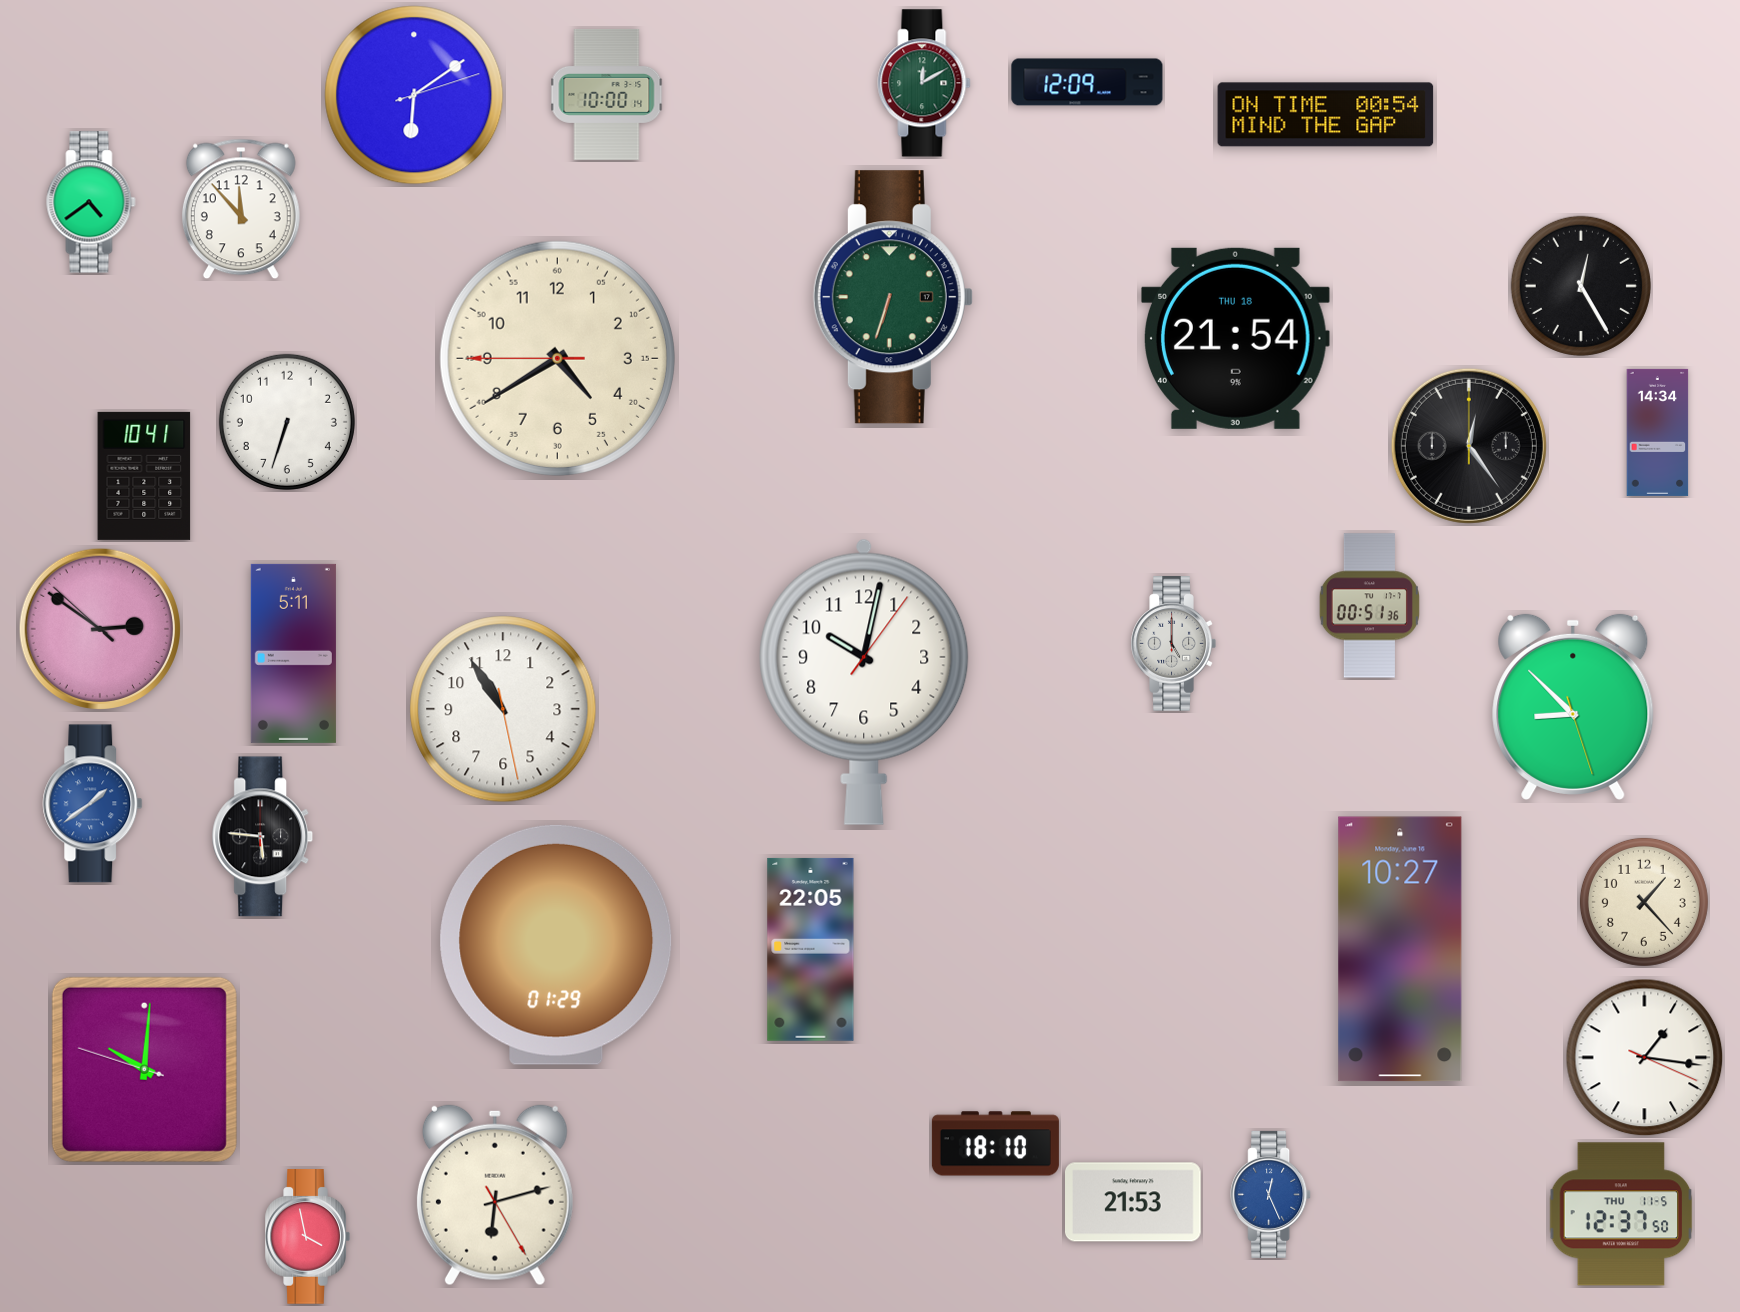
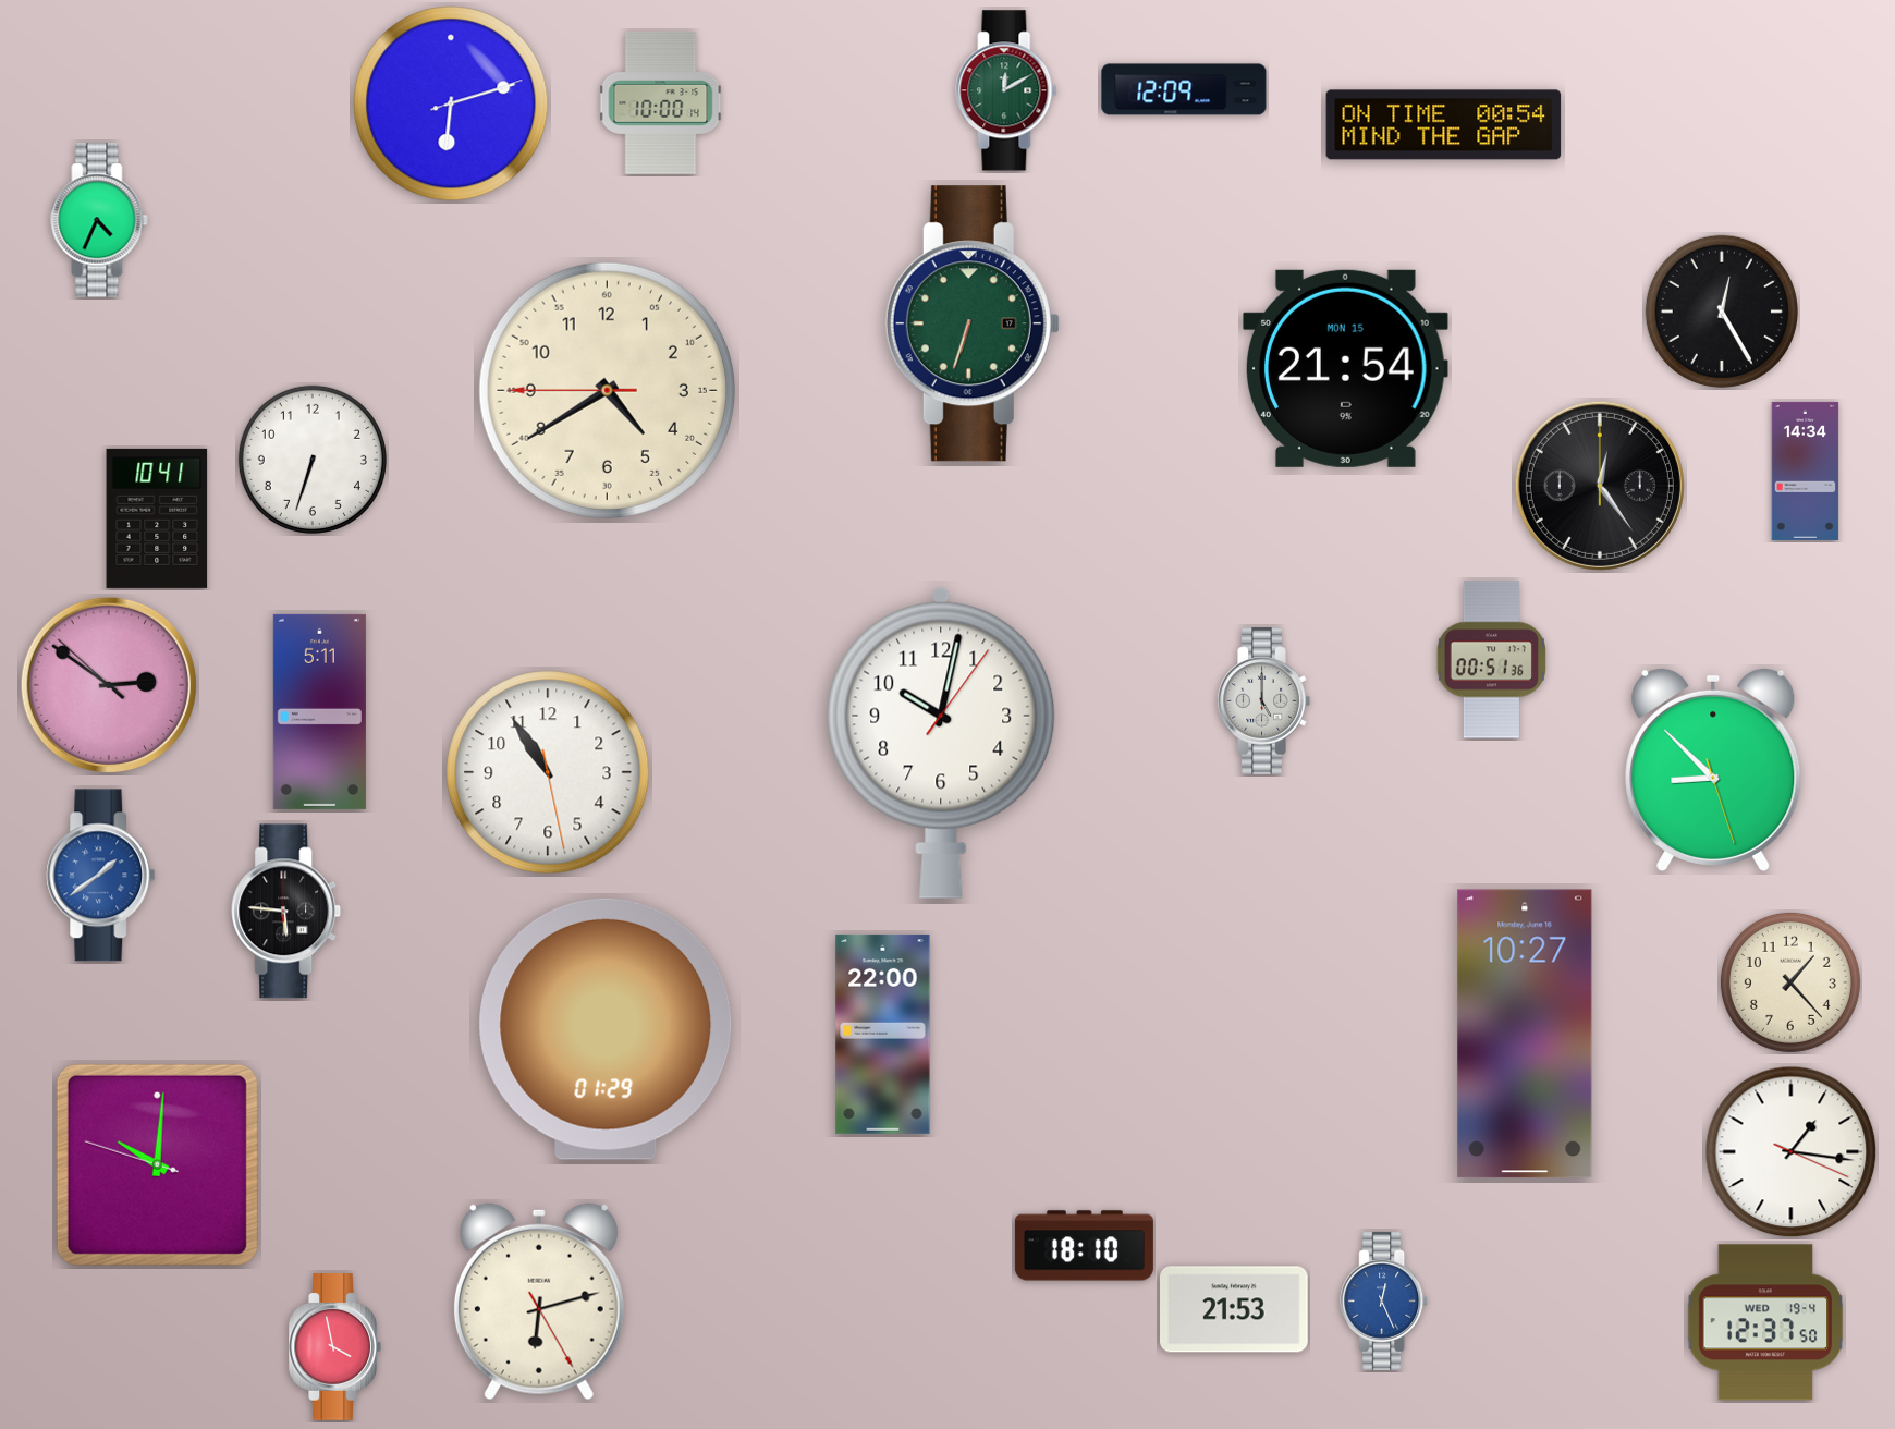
clock at (414, 95): 6:09 -> 6:12
clock at (91, 202): 4:39 -> 4:34
clock at (241, 209): 11:53 -> none
clock at (1235, 338) date: THU 18 -> MON 15
clock at (1173, 644) position: (1173, 644) -> (1263, 701)
clock at (811, 949): 22:05 -> 22:00
clock at (1621, 1214) date: THU 11-5 -> WED 19-4
